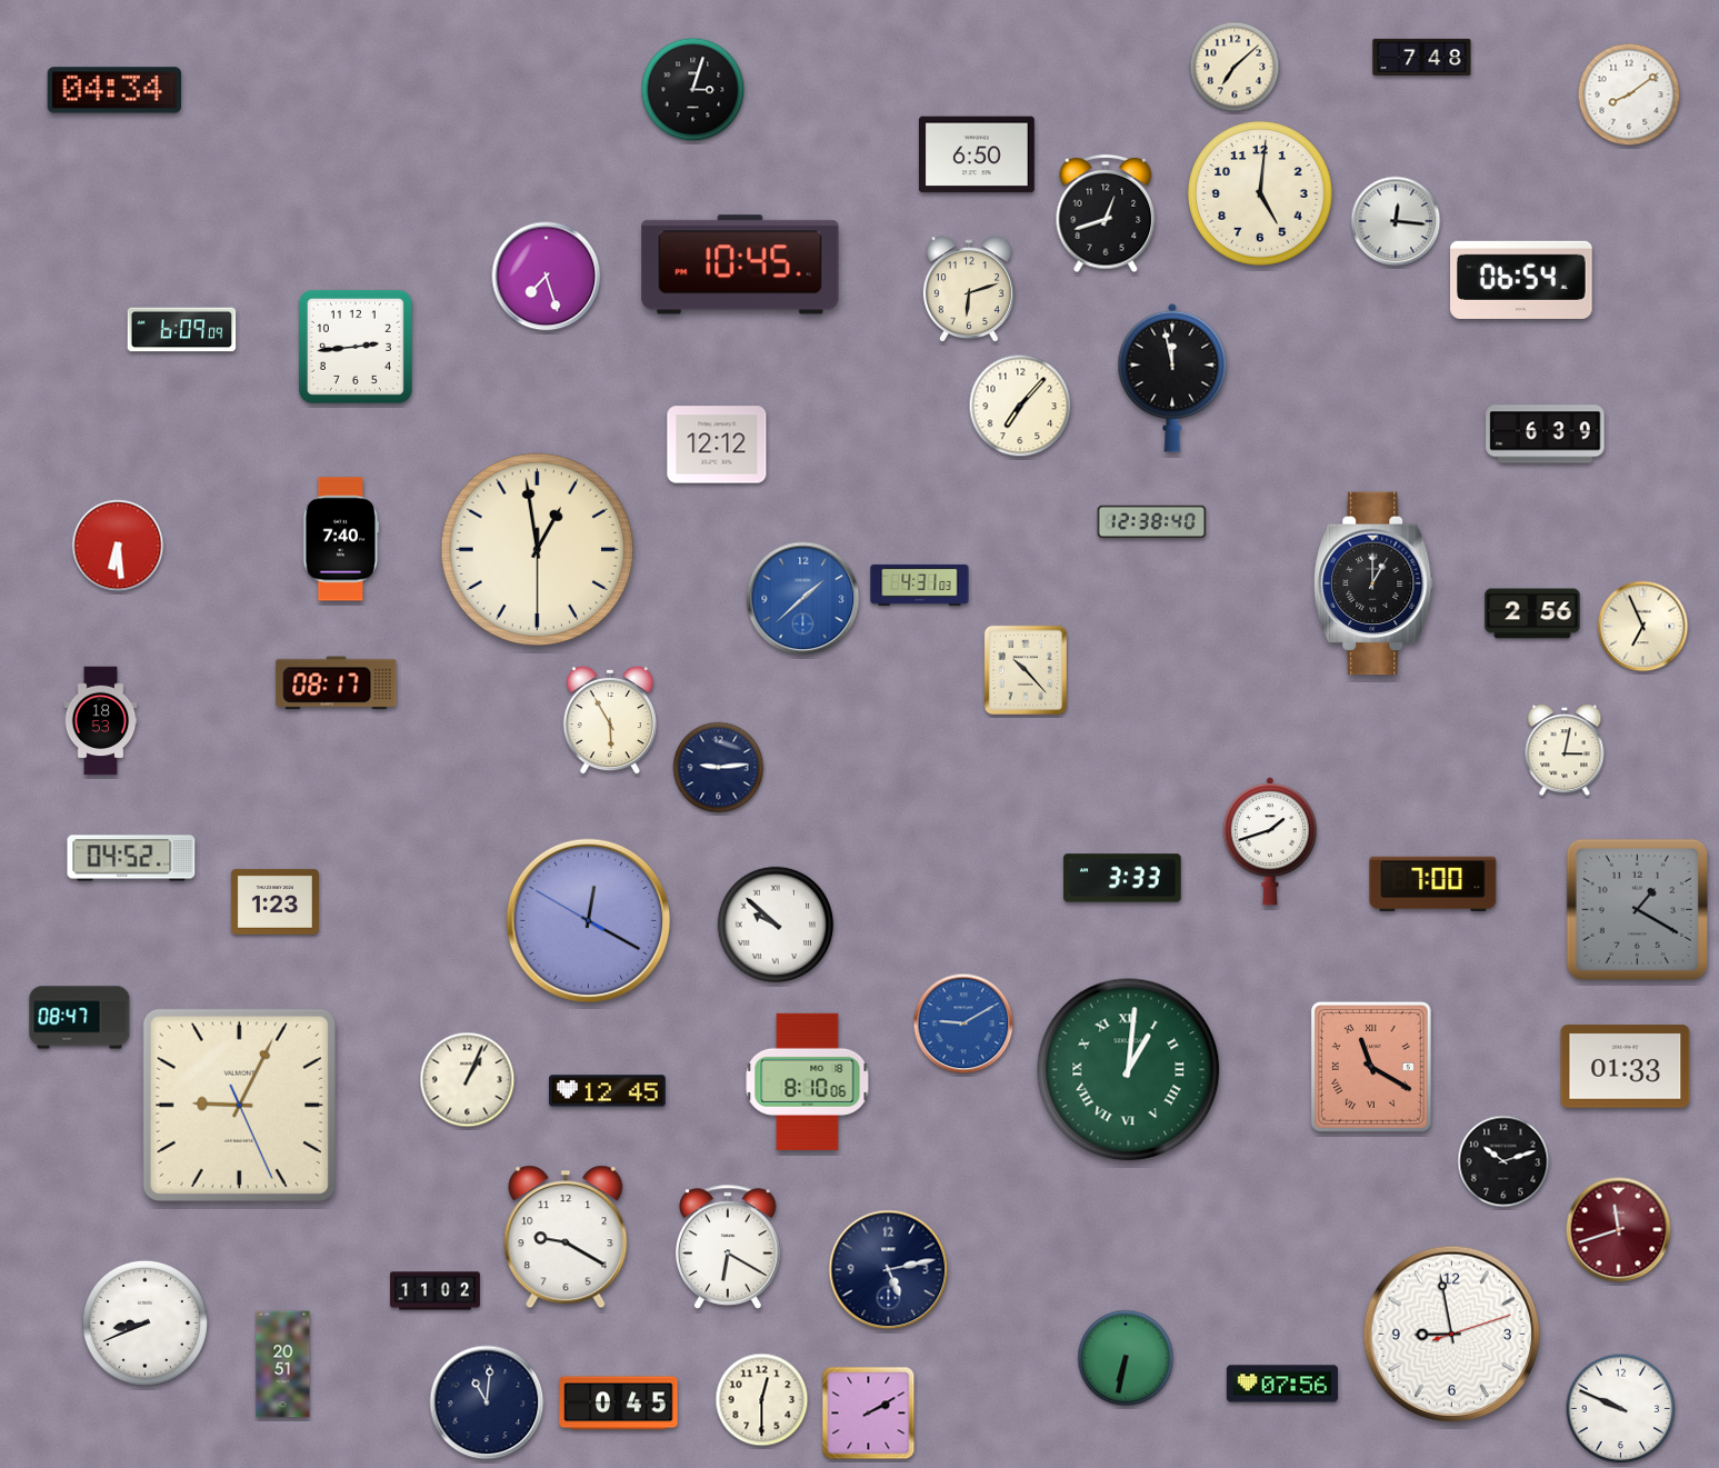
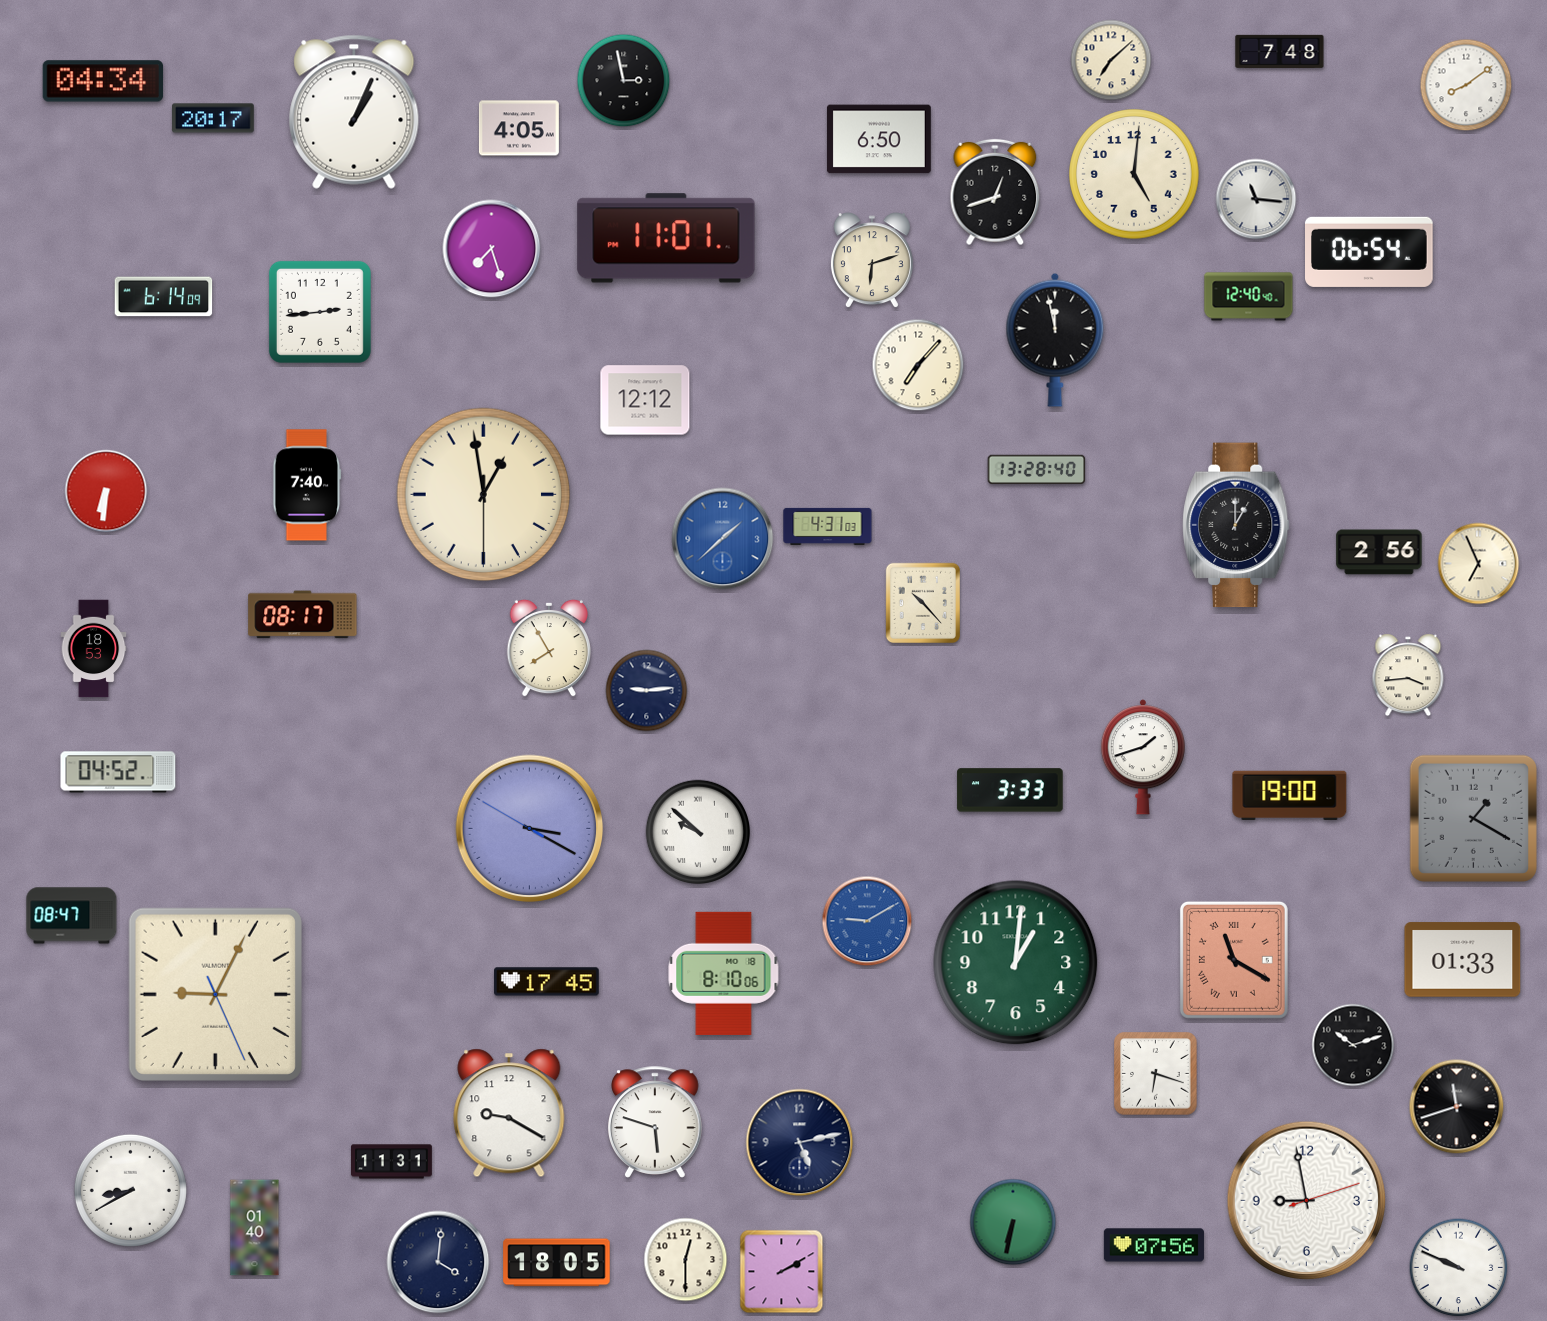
clock at (693, 90): 3:03 -> 2:58
clock at (354, 112): none -> 1:04
clock at (214, 118): none -> 20:17
clock at (519, 128): none -> 4:05
clock at (1396, 221): 12:16 -> 11:16
clock at (740, 264): 10:45 -> 11:01
clock at (182, 330): 6:09 -> 6:14
clock at (1249, 297): none -> 12:40
clock at (1546, 435): 6:39 -> none
clock at (1152, 522): 12:38 -> 13:28
clock at (118, 546): 6:29 -> 6:31
clock at (610, 720): 5:55 -> 7:55
clock at (101, 721) position: (101, 721) -> (94, 649)
clock at (1565, 750): 3:02 -> 3:44
clock at (1433, 883): 7:00 -> 19:00
clock at (274, 901): 1:23 -> none
clock at (589, 921): 12:19 -> 3:19
clock at (1129, 1070) numerals: Roman -> Arabic
clock at (468, 1080): 1:04 -> none
clock at (808, 1081) position: (808, 1081) -> (724, 973)
clock at (608, 1091): 12:45 -> 17:45
clock at (1156, 1074): none -> 6:18
clock at (1619, 1230) dial: burgundy -> black
clock at (729, 1247): 6:20 -> 5:48
clock at (436, 1291): 11:02 -> 11:31
clock at (144, 1322): 8:41 -> 8:40
clock at (283, 1365): 20:51 -> 01:40
clock at (487, 1402): 11:01 -> 4:01
clock at (619, 1404): 0:45 -> 18:05
